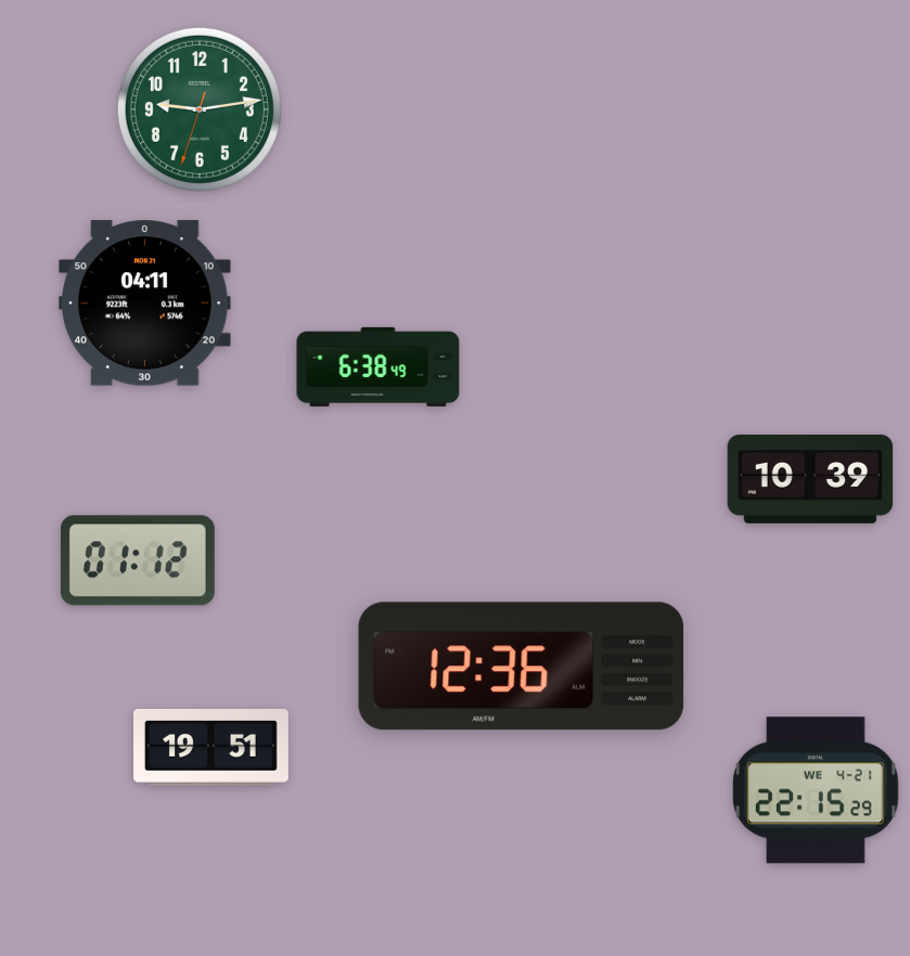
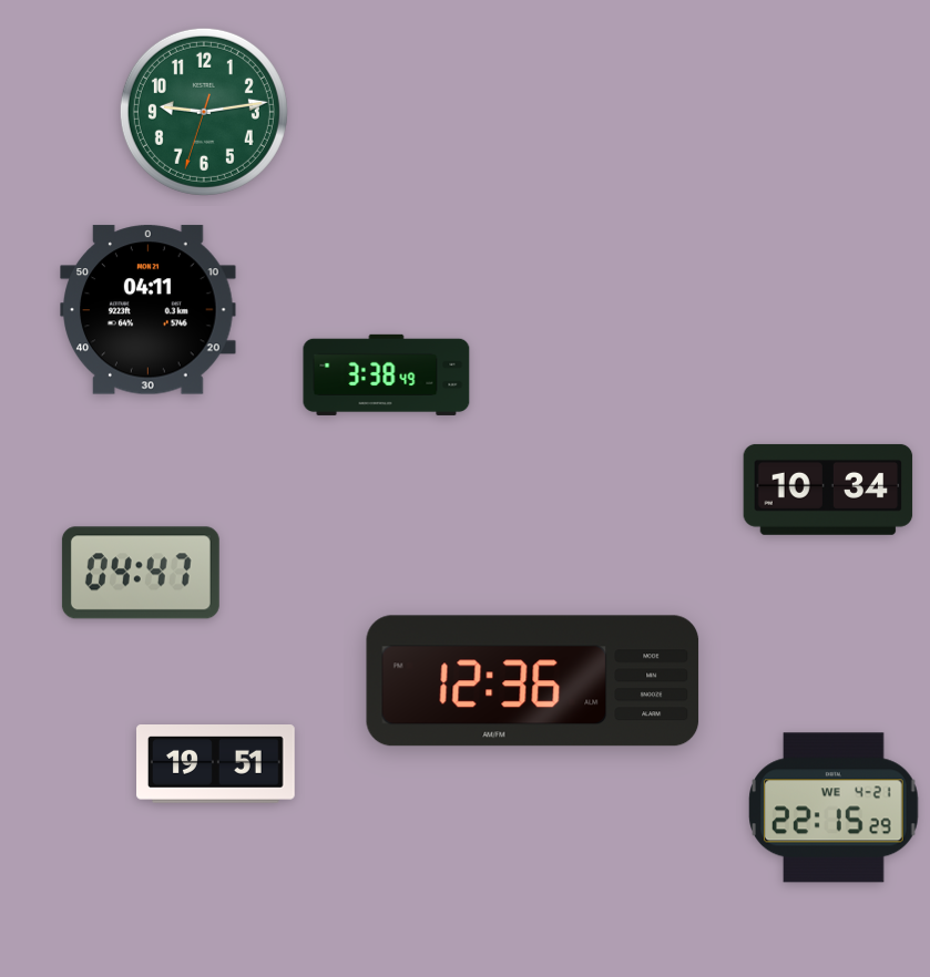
clock at (379, 366): 6:38 -> 3:38
clock at (810, 479): 10:39 -> 10:34
clock at (138, 560): 01:12 -> 04:47
